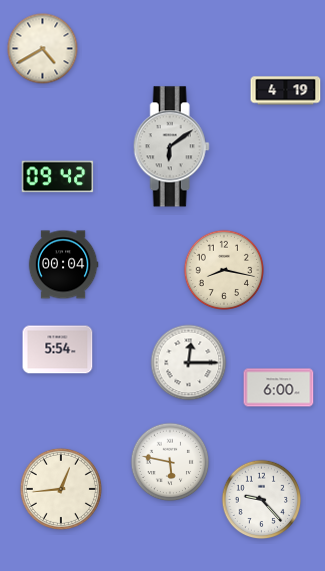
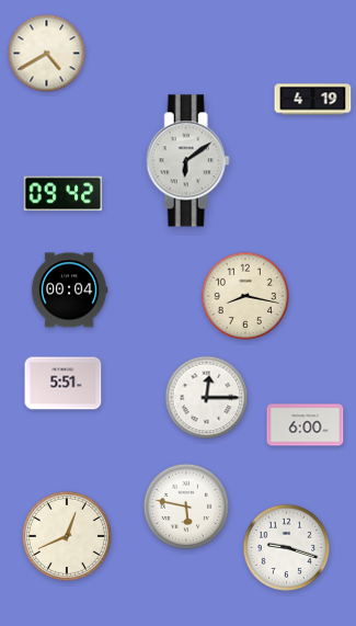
clock at (58, 350): 5:54 -> 5:51
clock at (61, 489): 12:44 -> 12:41
clock at (262, 500): 9:23 -> 9:18
